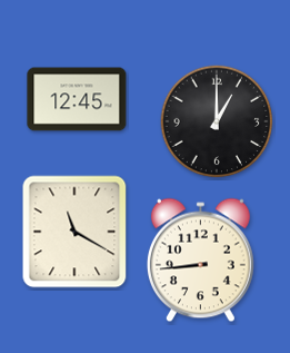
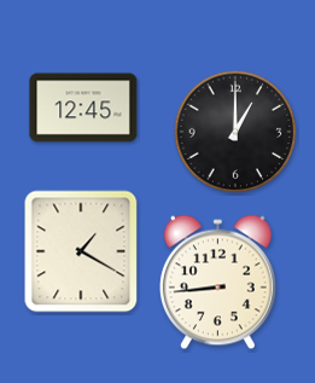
clock at (74, 232): 11:20 -> 1:20
